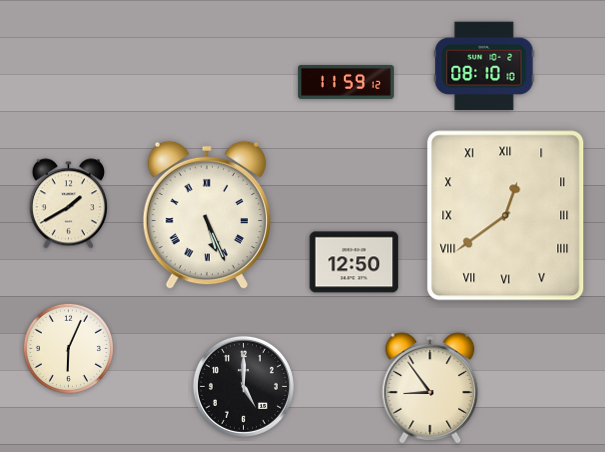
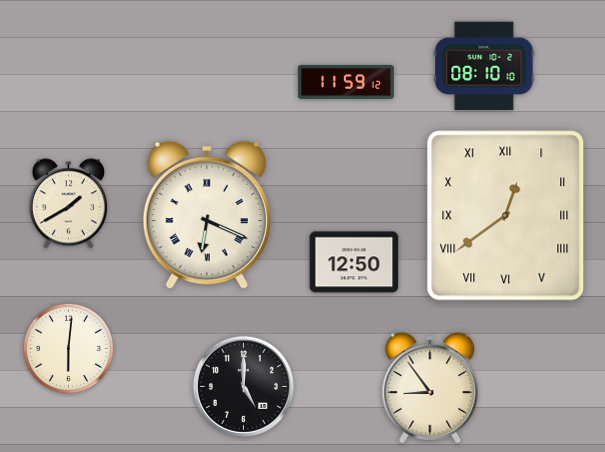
clock at (207, 215): 5:26 -> 6:19
clock at (68, 348): 6:04 -> 6:01
